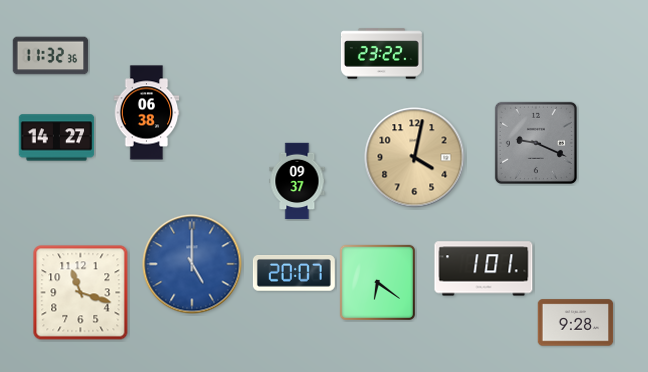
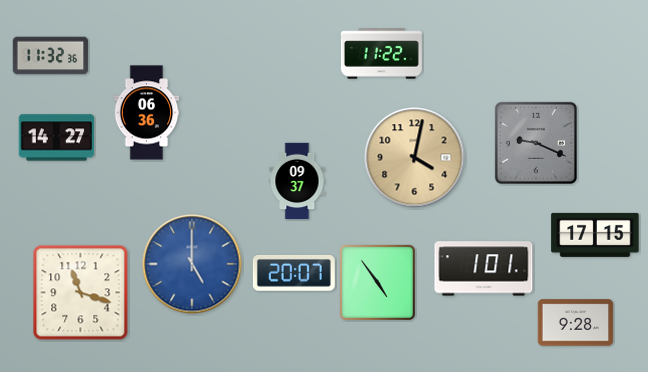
clock at (381, 54): 23:22 -> 11:22
clock at (147, 113): 06:38 -> 06:36
clock at (595, 235): none -> 17:15
clock at (377, 282): 6:21 -> 4:54
